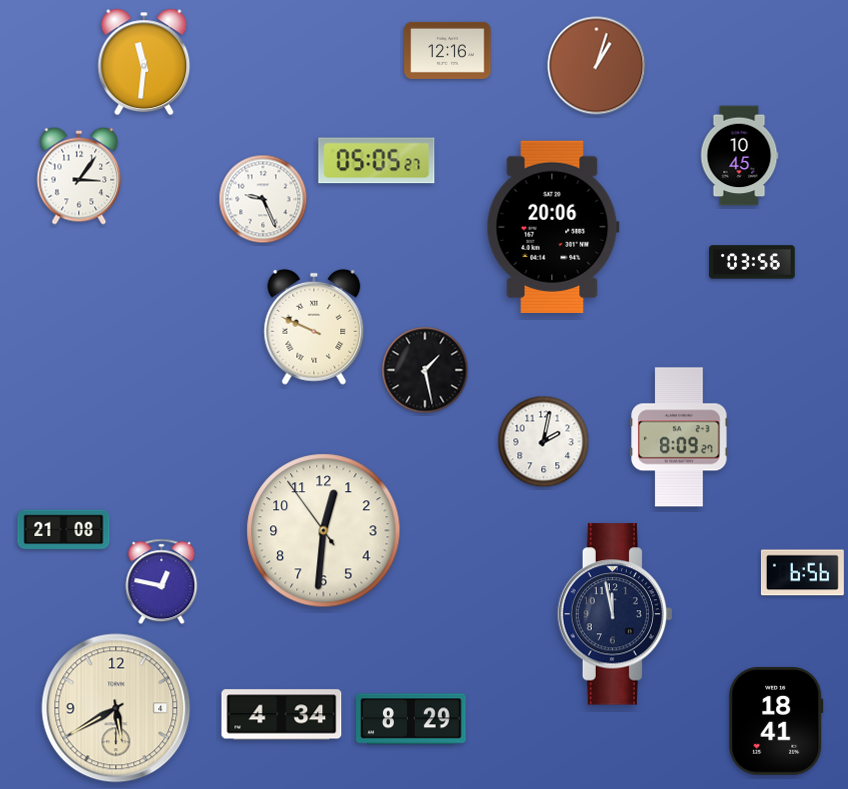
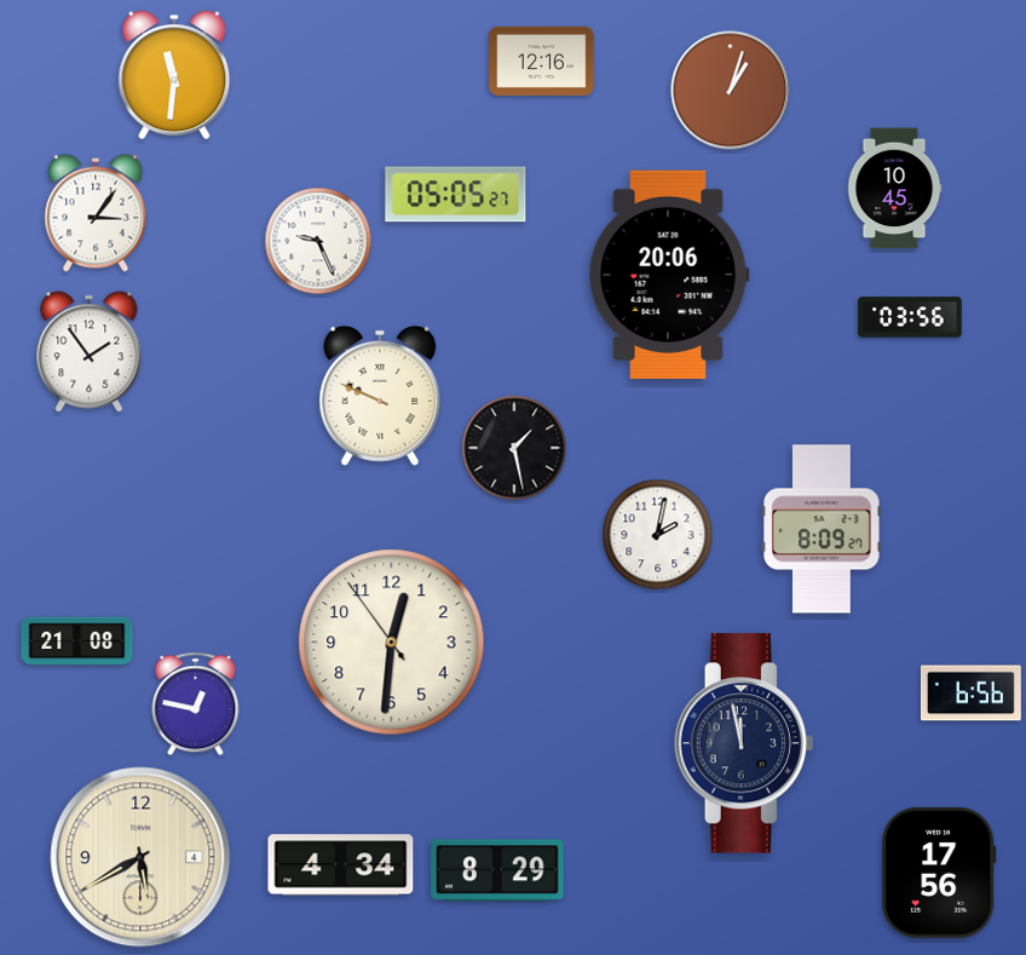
clock at (597, 66) position: (597, 66) -> (731, 91)
clock at (90, 352): none -> 1:54
clock at (776, 721): 18:41 -> 17:56
